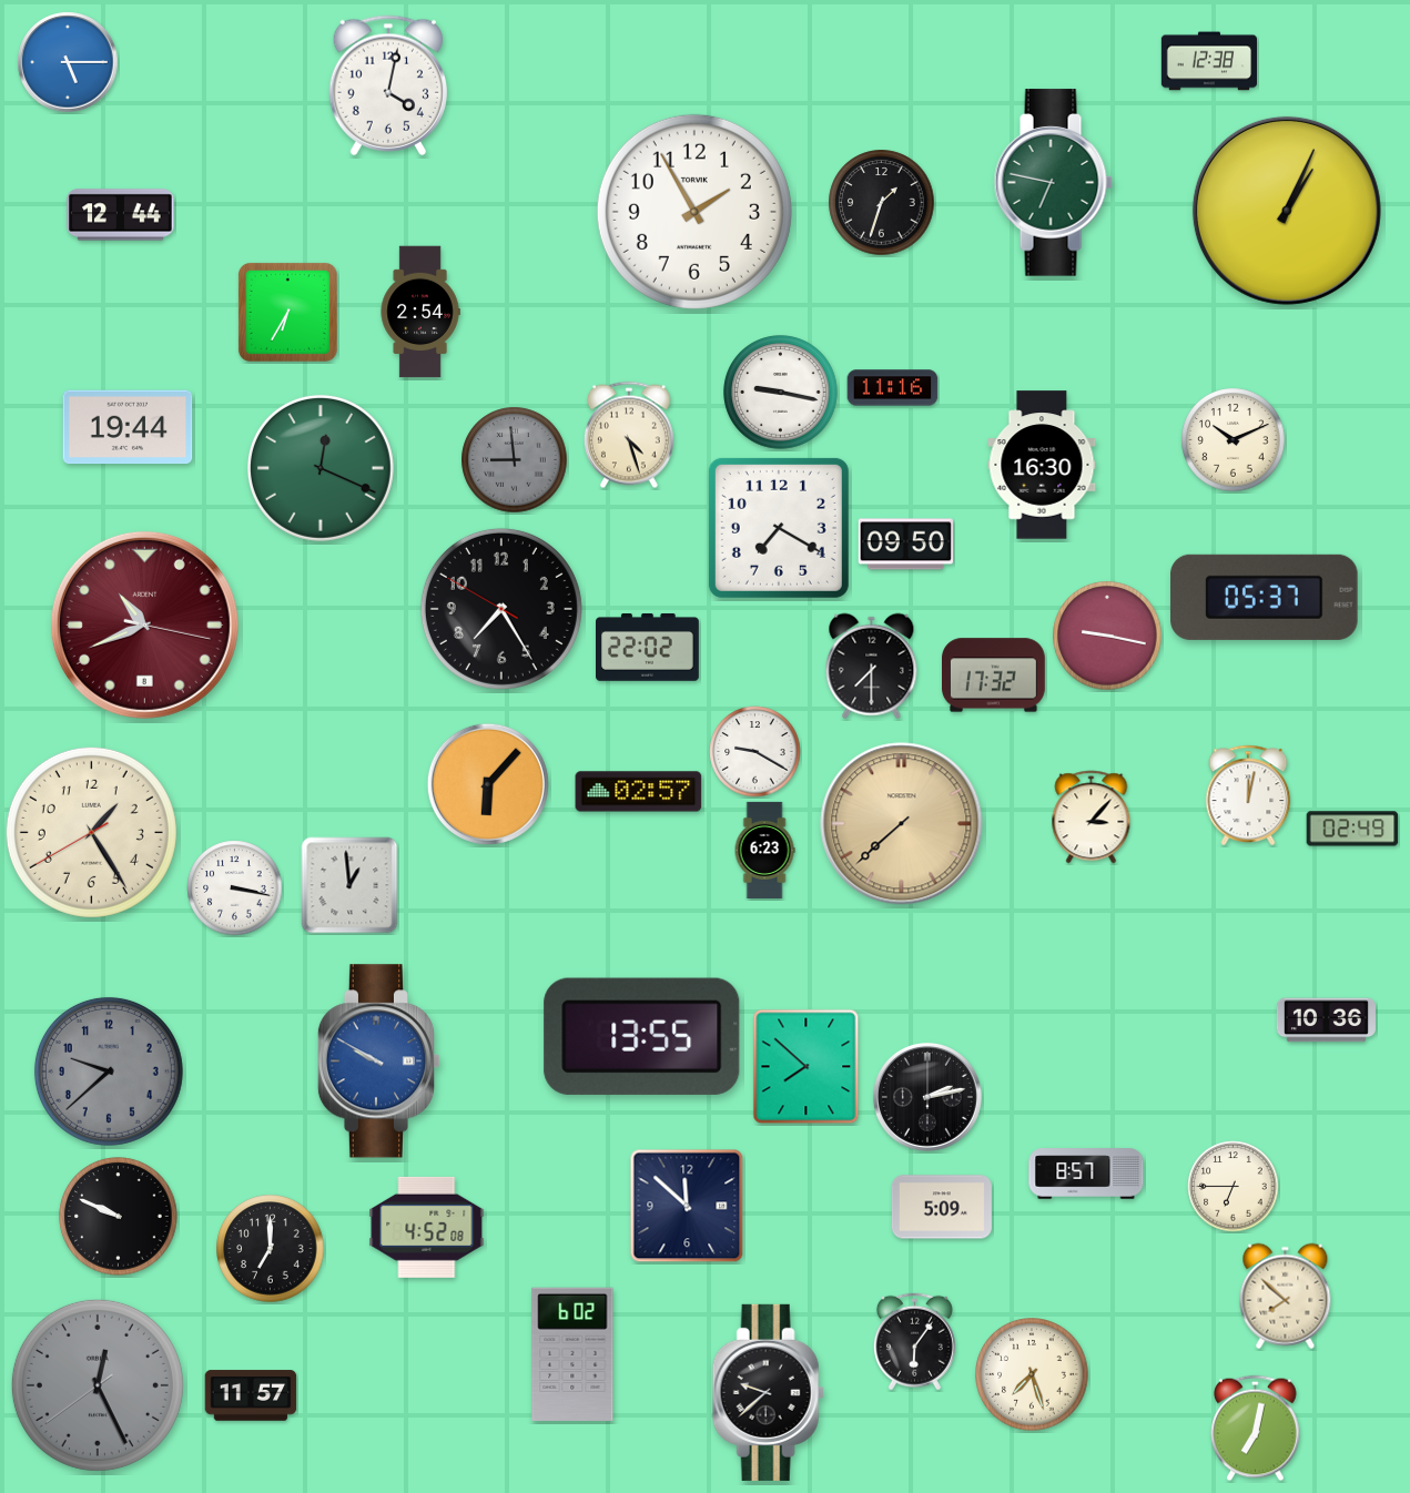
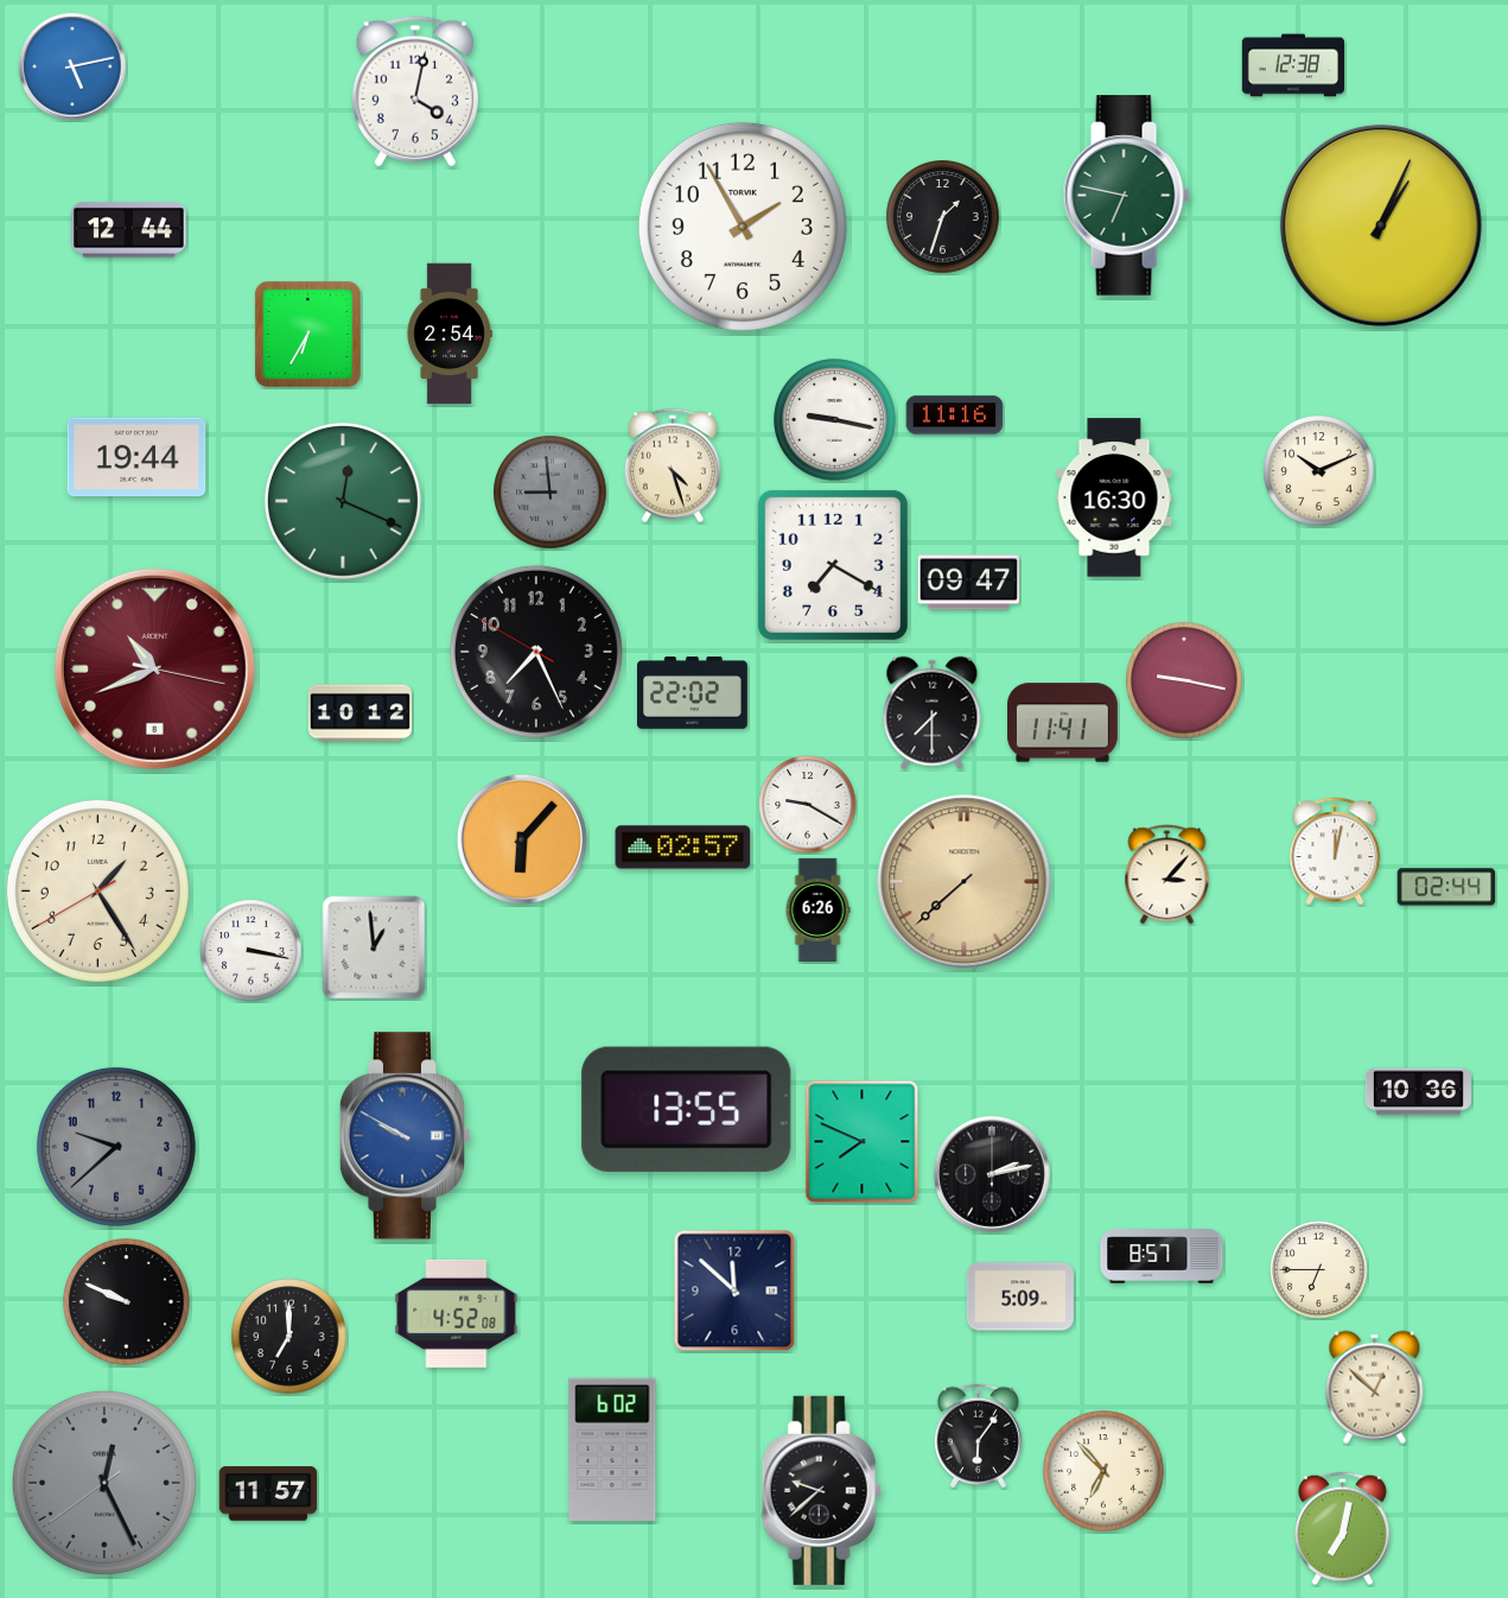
clock at (68, 62): 5:15 -> 5:13
clock at (1287, 211) position: (1287, 211) -> (1381, 226)
clock at (905, 545): 09:50 -> 09:47
clock at (1265, 597): 05:37 -> none
clock at (501, 609): 7:24 -> 7:25
clock at (359, 714): none -> 10:12
clock at (994, 676): 17:32 -> 11:41
clock at (1352, 829): 02:49 -> 02:44
clock at (764, 850): 6:23 -> 6:26
clock at (807, 1067): 7:52 -> 7:49
clock at (942, 1207) position: (942, 1207) -> (1020, 1296)
clock at (1286, 1297): 7:52 -> 12:52
clock at (1032, 1374): 7:27 -> 6:53
